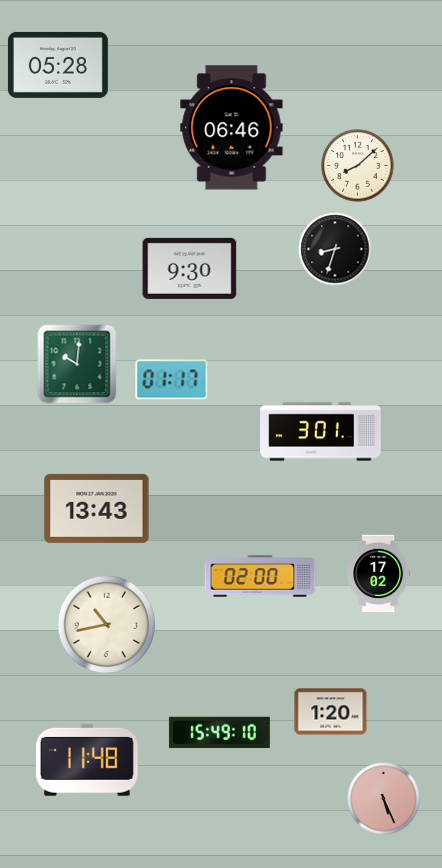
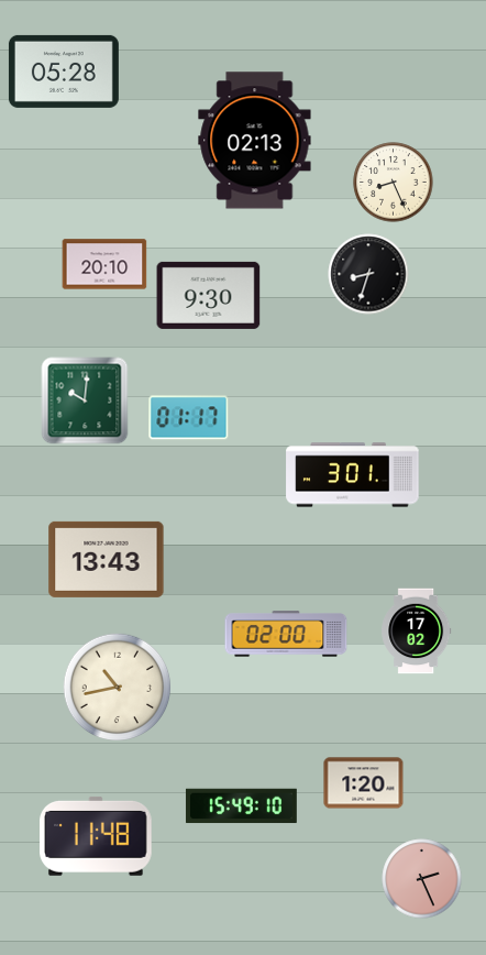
clock at (232, 128): 06:46 -> 02:13
clock at (358, 166): 8:08 -> 8:26
clock at (104, 264): none -> 20:10
clock at (384, 799): 5:26 -> 2:26
